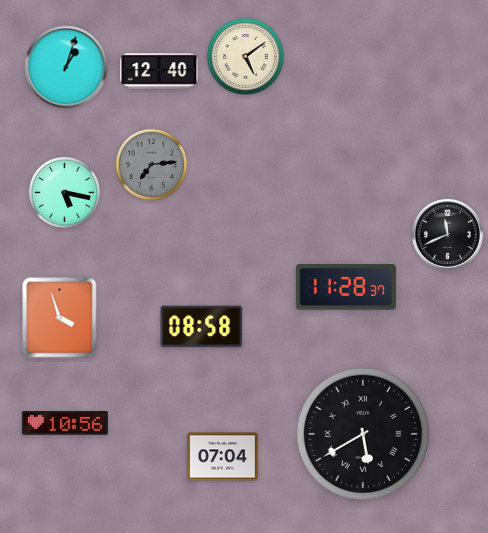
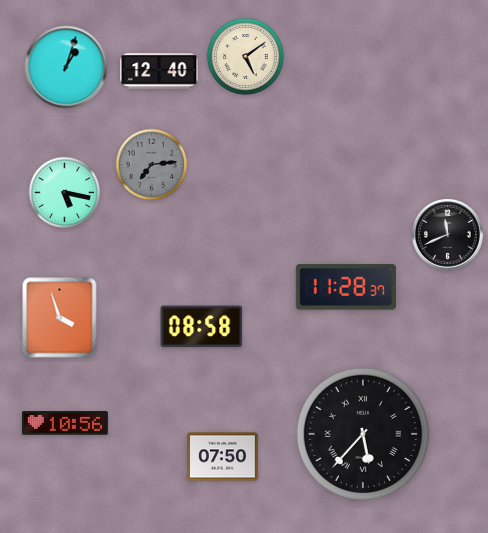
clock at (363, 434): 5:40 -> 5:37
clock at (222, 457): 07:04 -> 07:50
